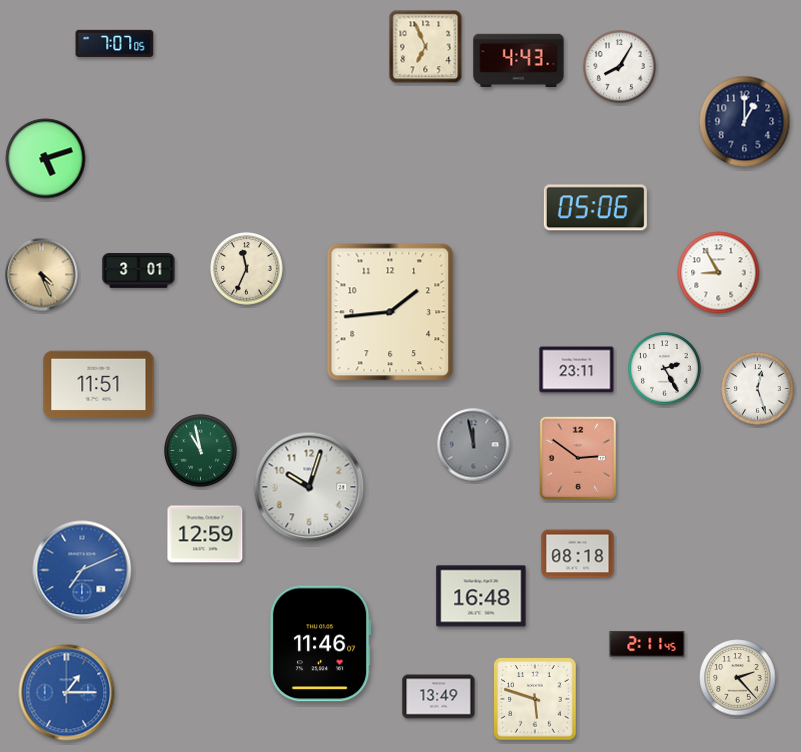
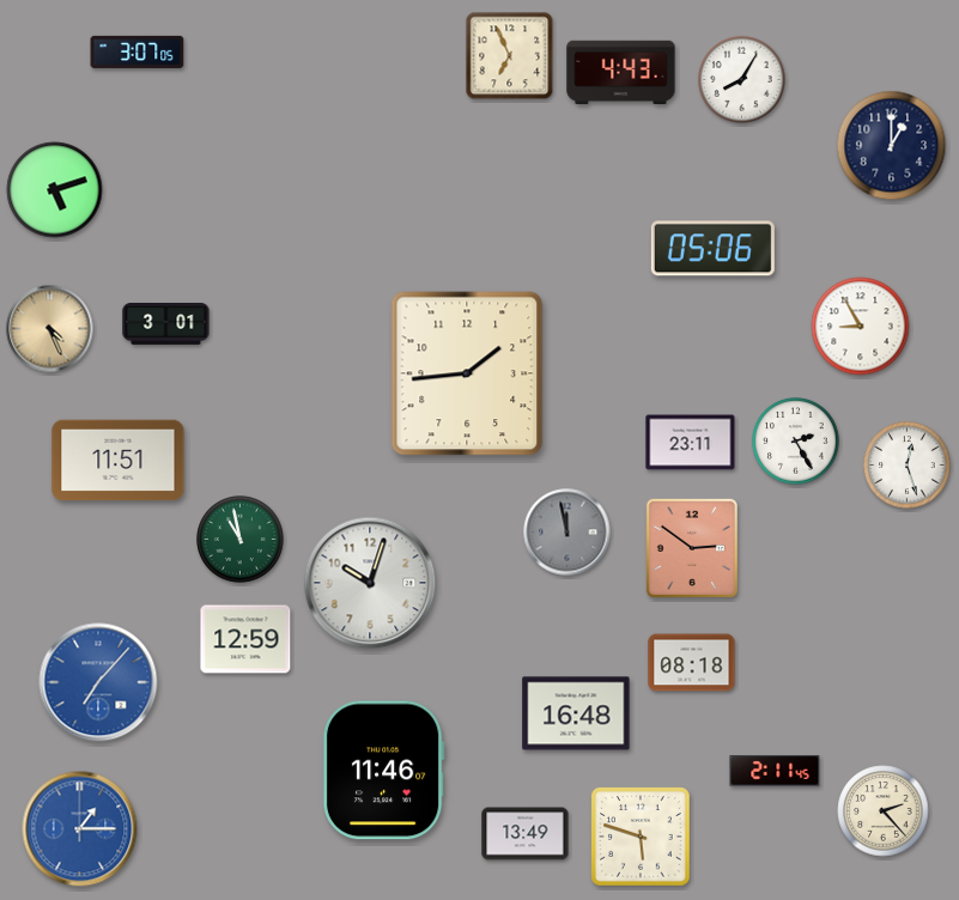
clock at (115, 43): 7:07 -> 3:07
clock at (247, 269): 11:34 -> none
clock at (82, 570): 7:11 -> 7:07
